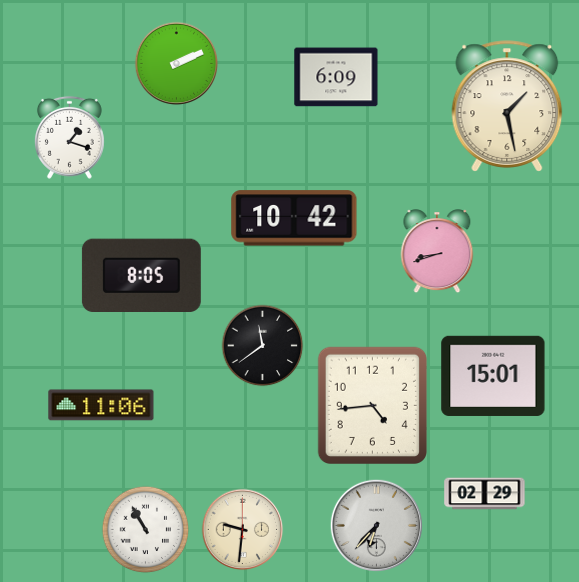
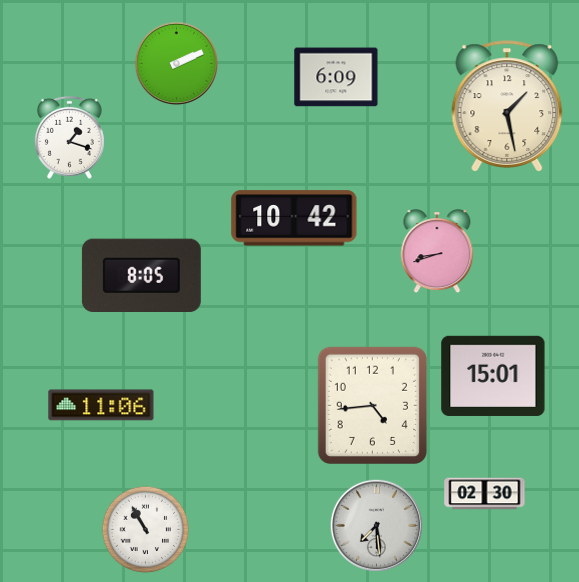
clock at (263, 346): 11:39 -> none
clock at (485, 494): 02:29 -> 02:30
clock at (376, 525): 6:37 -> 7:29
clock at (243, 530): 9:31 -> none
